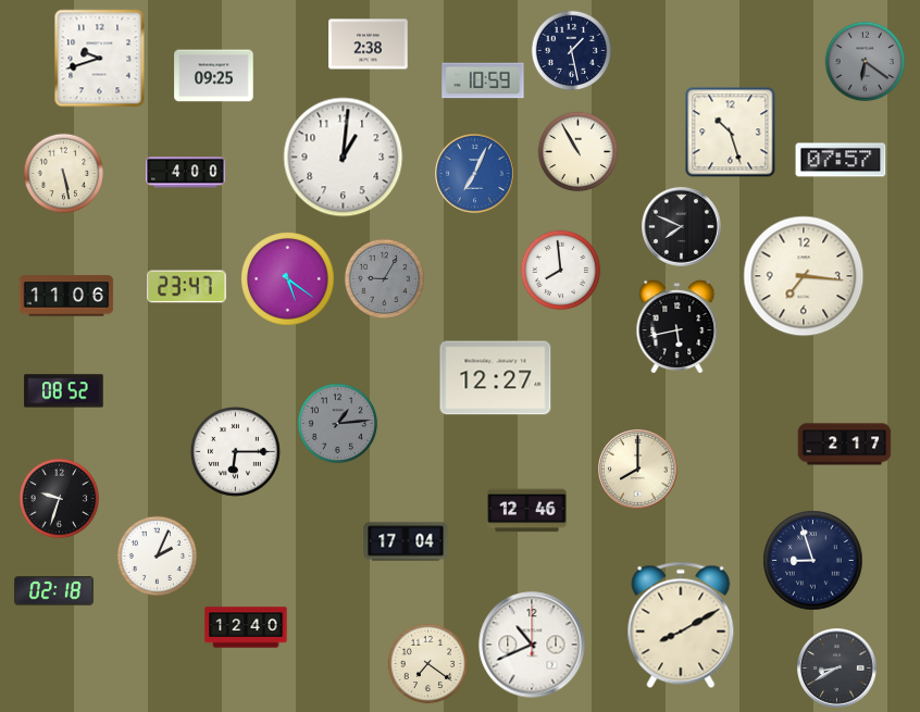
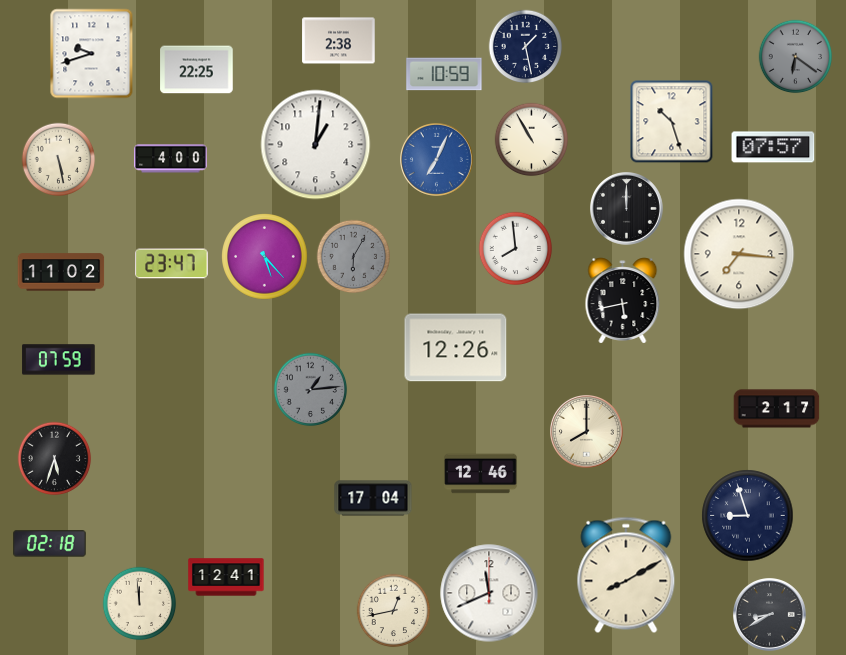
clock at (214, 76): 09:25 -> 22:25
clock at (682, 227): 7:49 -> 12:00
clock at (288, 279): 5:21 -> 5:23
clock at (385, 279): 9:05 -> 6:05
clock at (66, 296): 11:06 -> 11:02
clock at (496, 378): 12:27 -> 12:26
clock at (64, 391): 08:52 -> 07:59
clock at (235, 451): 6:15 -> none
clock at (60, 499): 9:33 -> 5:33
clock at (527, 511) position: (527, 511) -> (481, 474)
clock at (158, 557): 2:04 -> none
clock at (246, 627): 12:40 -> 12:41
clock at (532, 645): 10:41 -> 11:41
clock at (140, 604): none -> 11:59
clock at (428, 664): 7:21 -> 12:43
